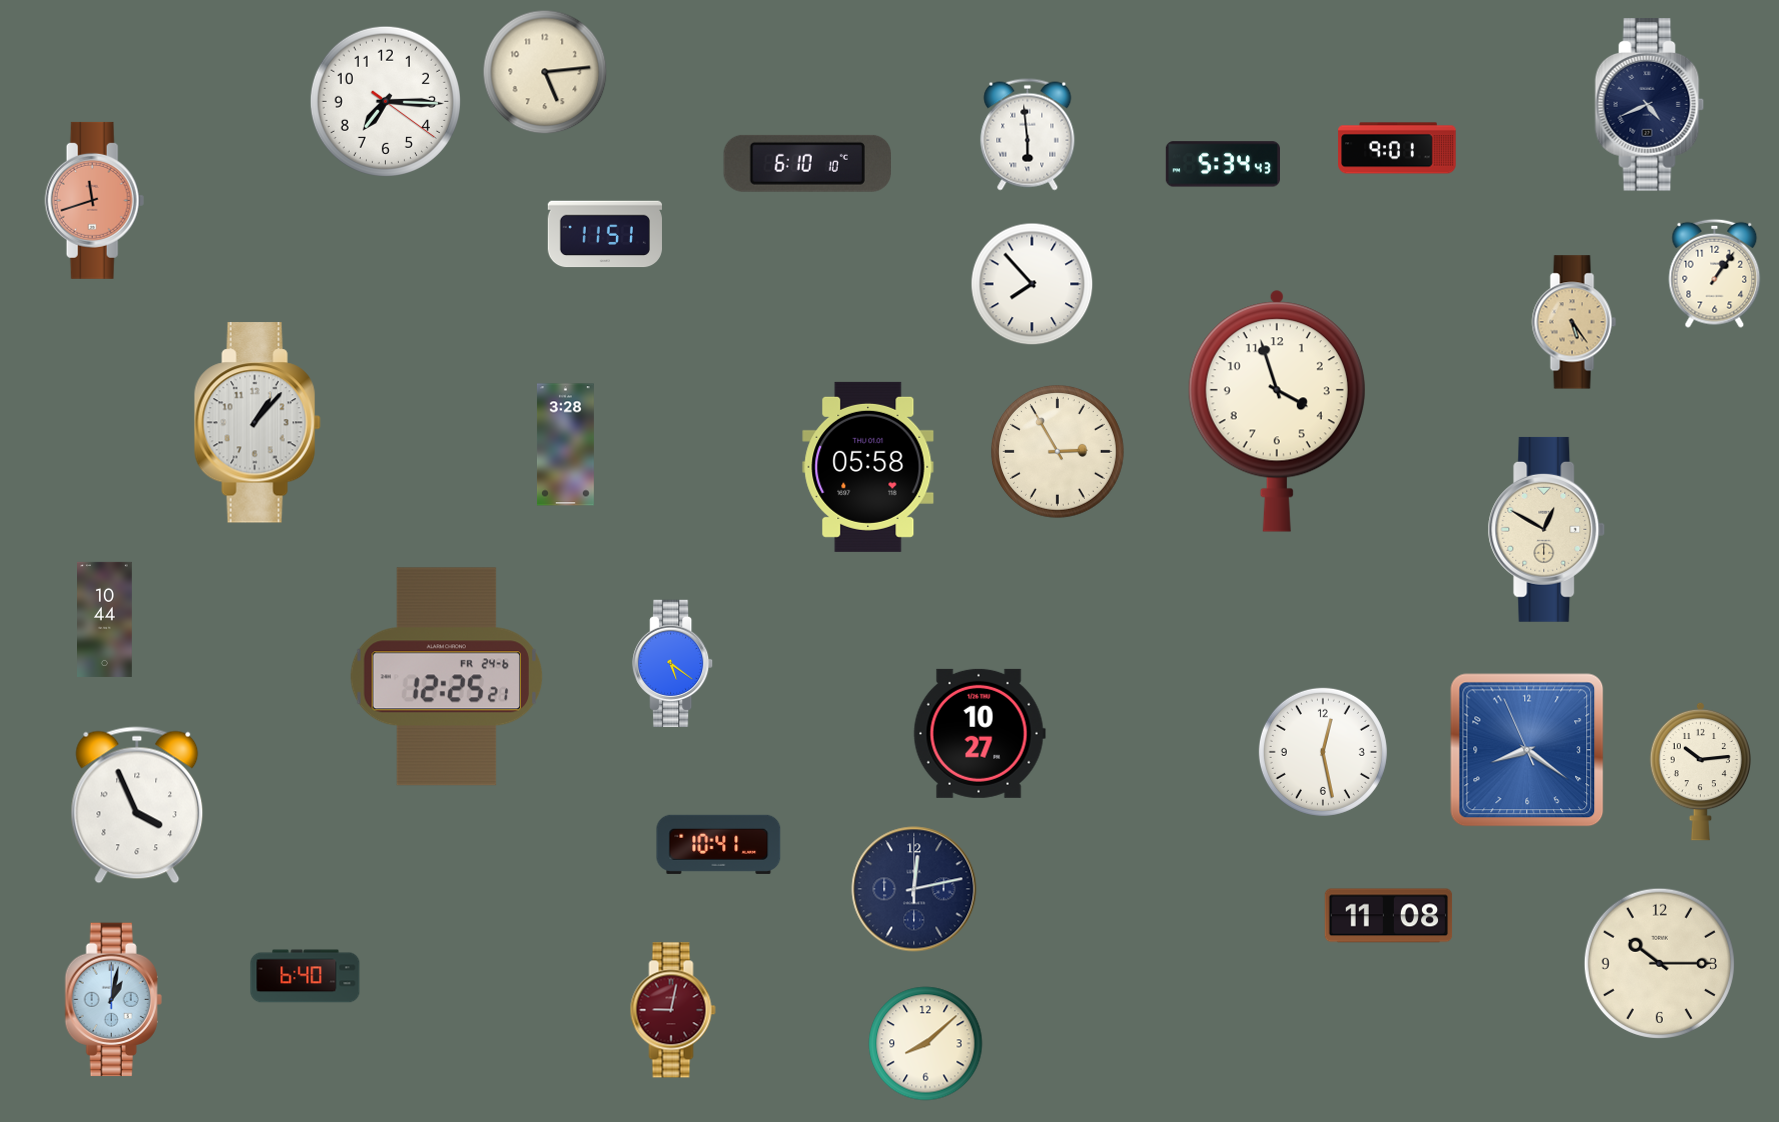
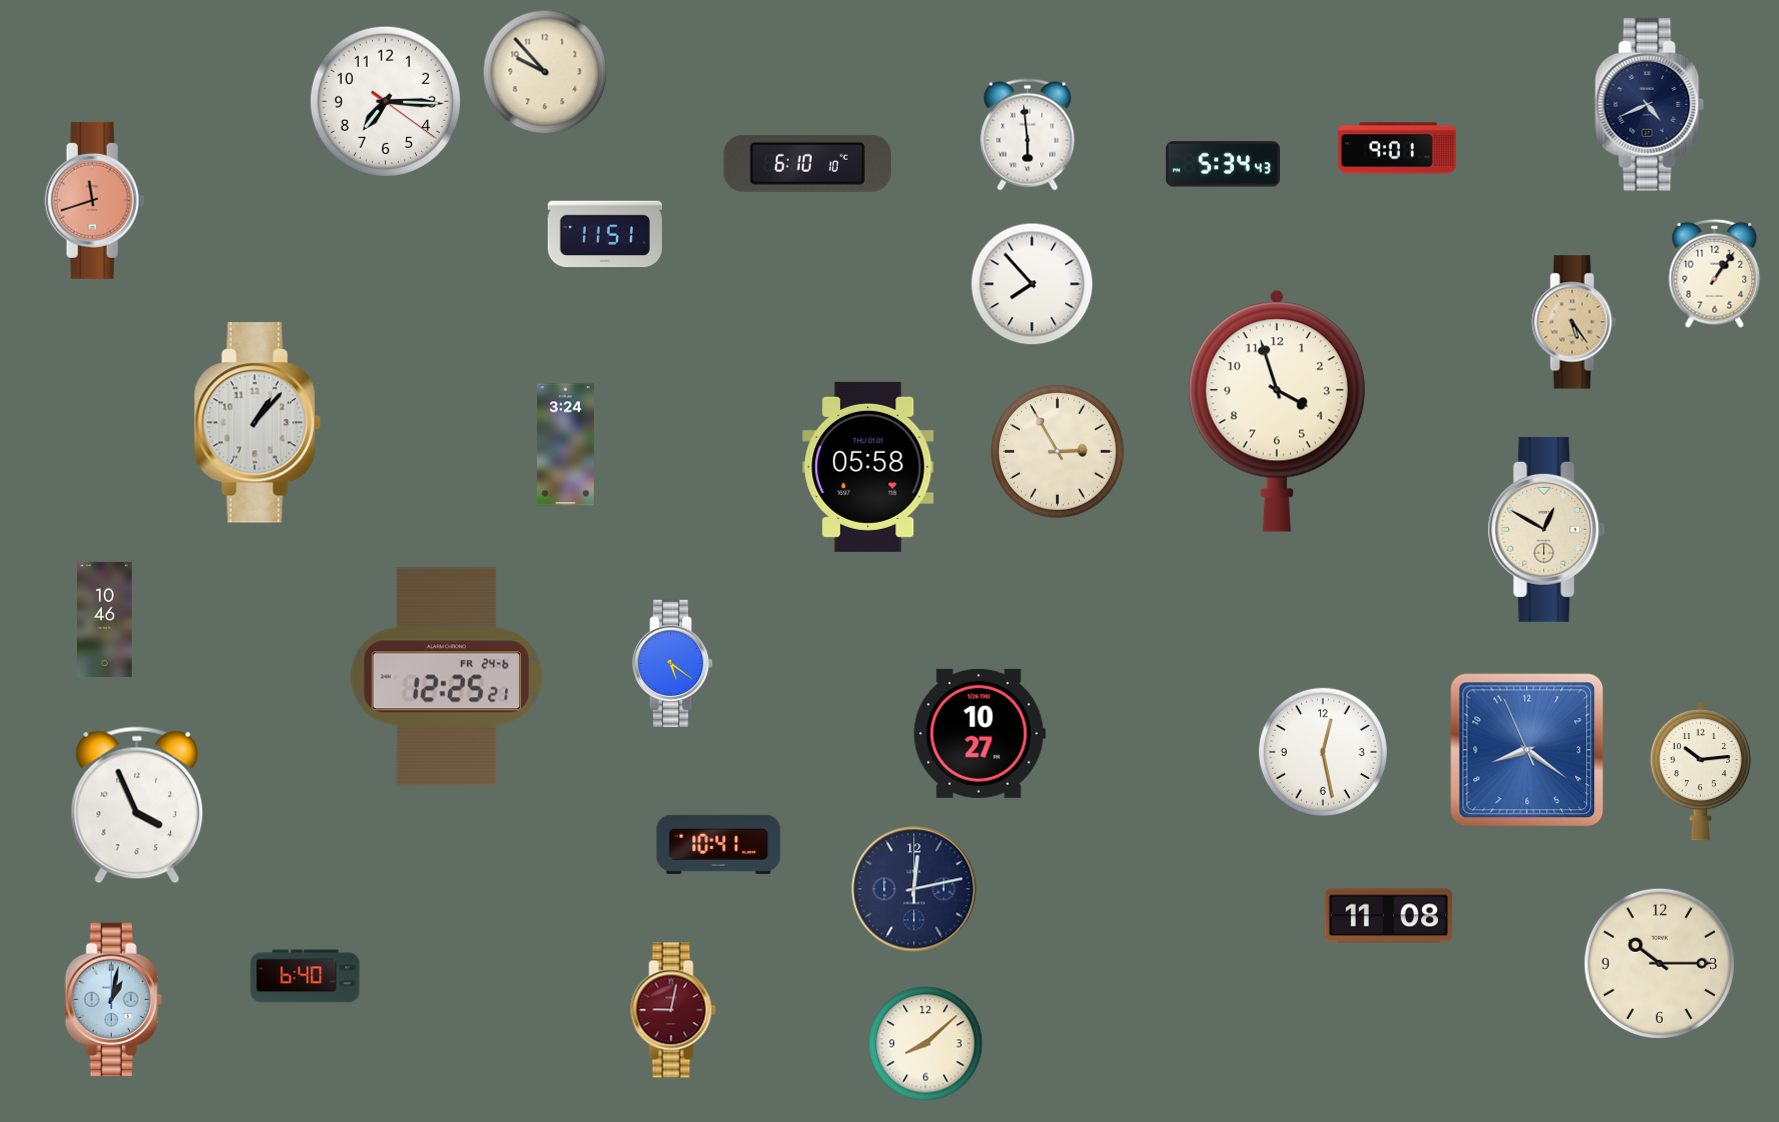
clock at (545, 72): 5:14 -> 9:53
clock at (566, 445): 3:28 -> 3:24
clock at (105, 619): 10:44 -> 10:46
